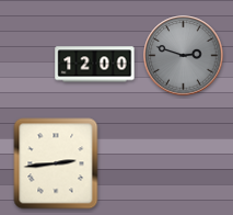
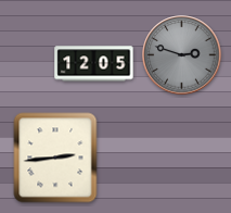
clock at (95, 65): 12:00 -> 12:05
clock at (56, 163) position: (56, 163) -> (55, 158)
